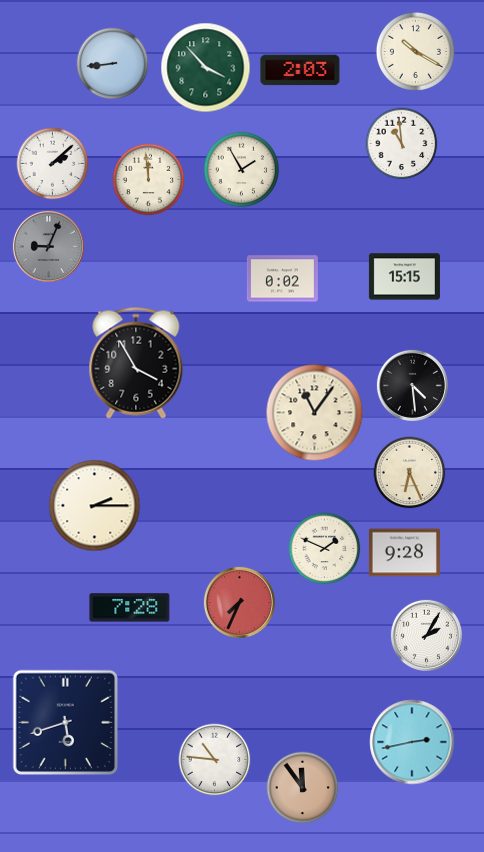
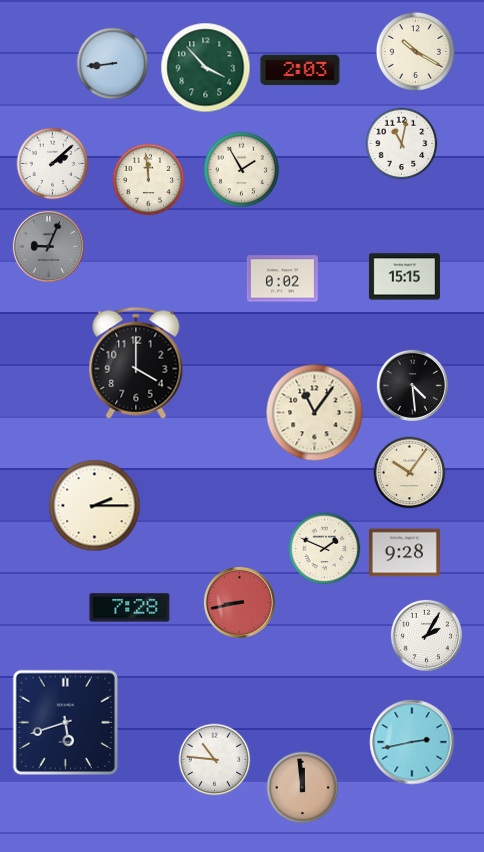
clock at (402, 144): 10:59 -> 11:02
clock at (136, 363): 3:55 -> 4:00
clock at (410, 473): 6:26 -> 10:06
clock at (239, 602): 7:34 -> 8:43
clock at (303, 788): 11:54 -> 11:59
